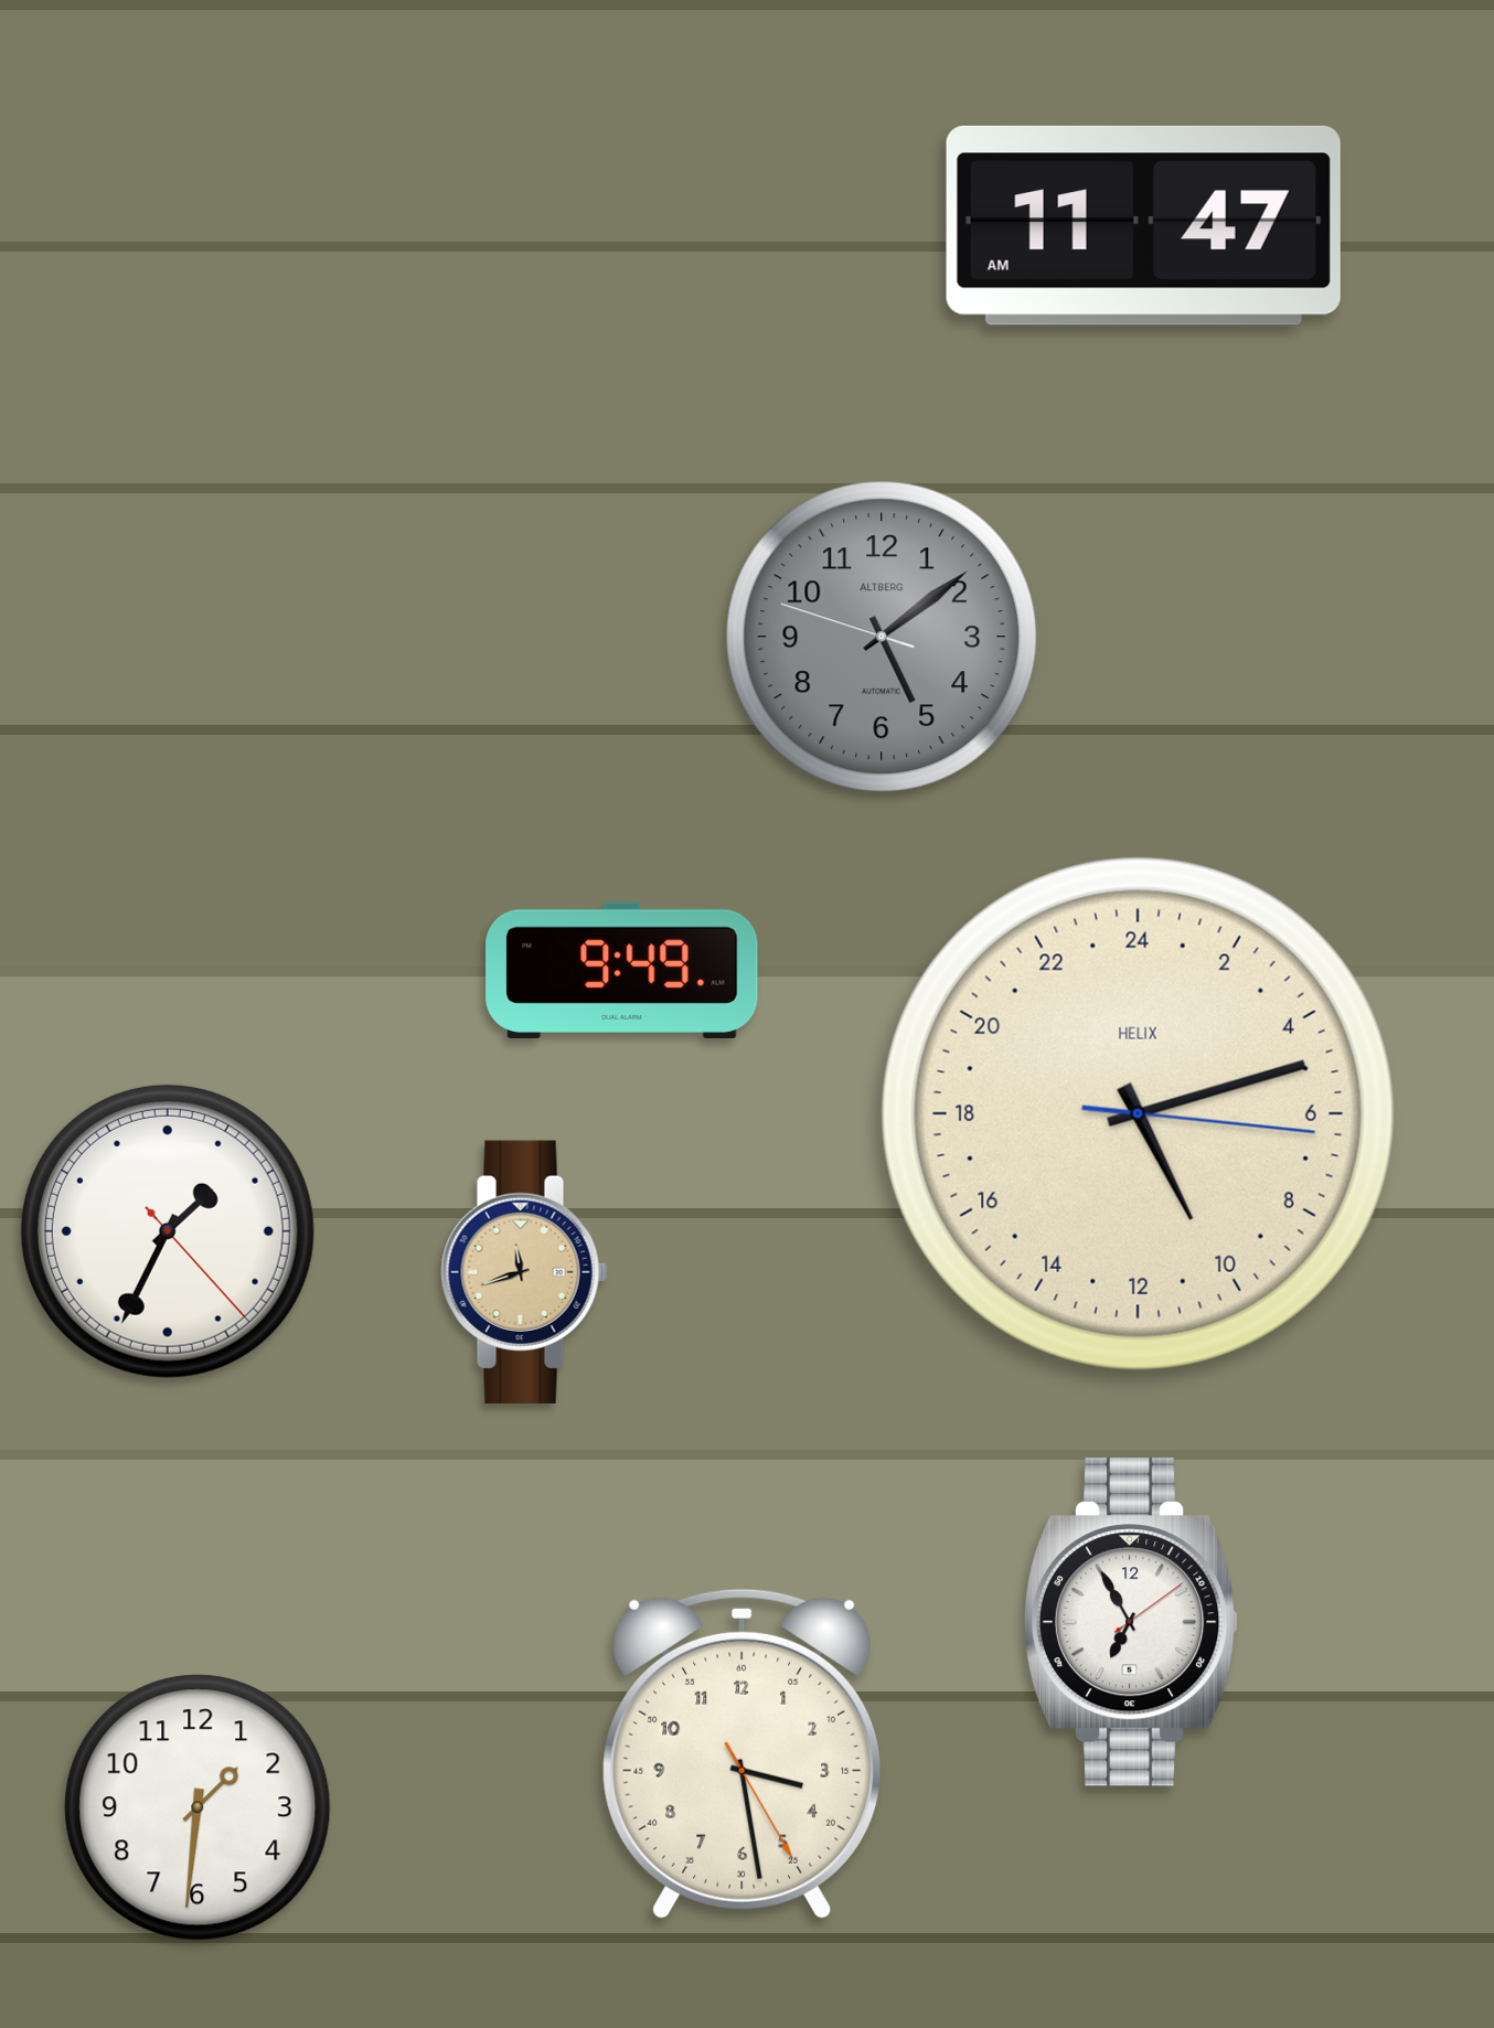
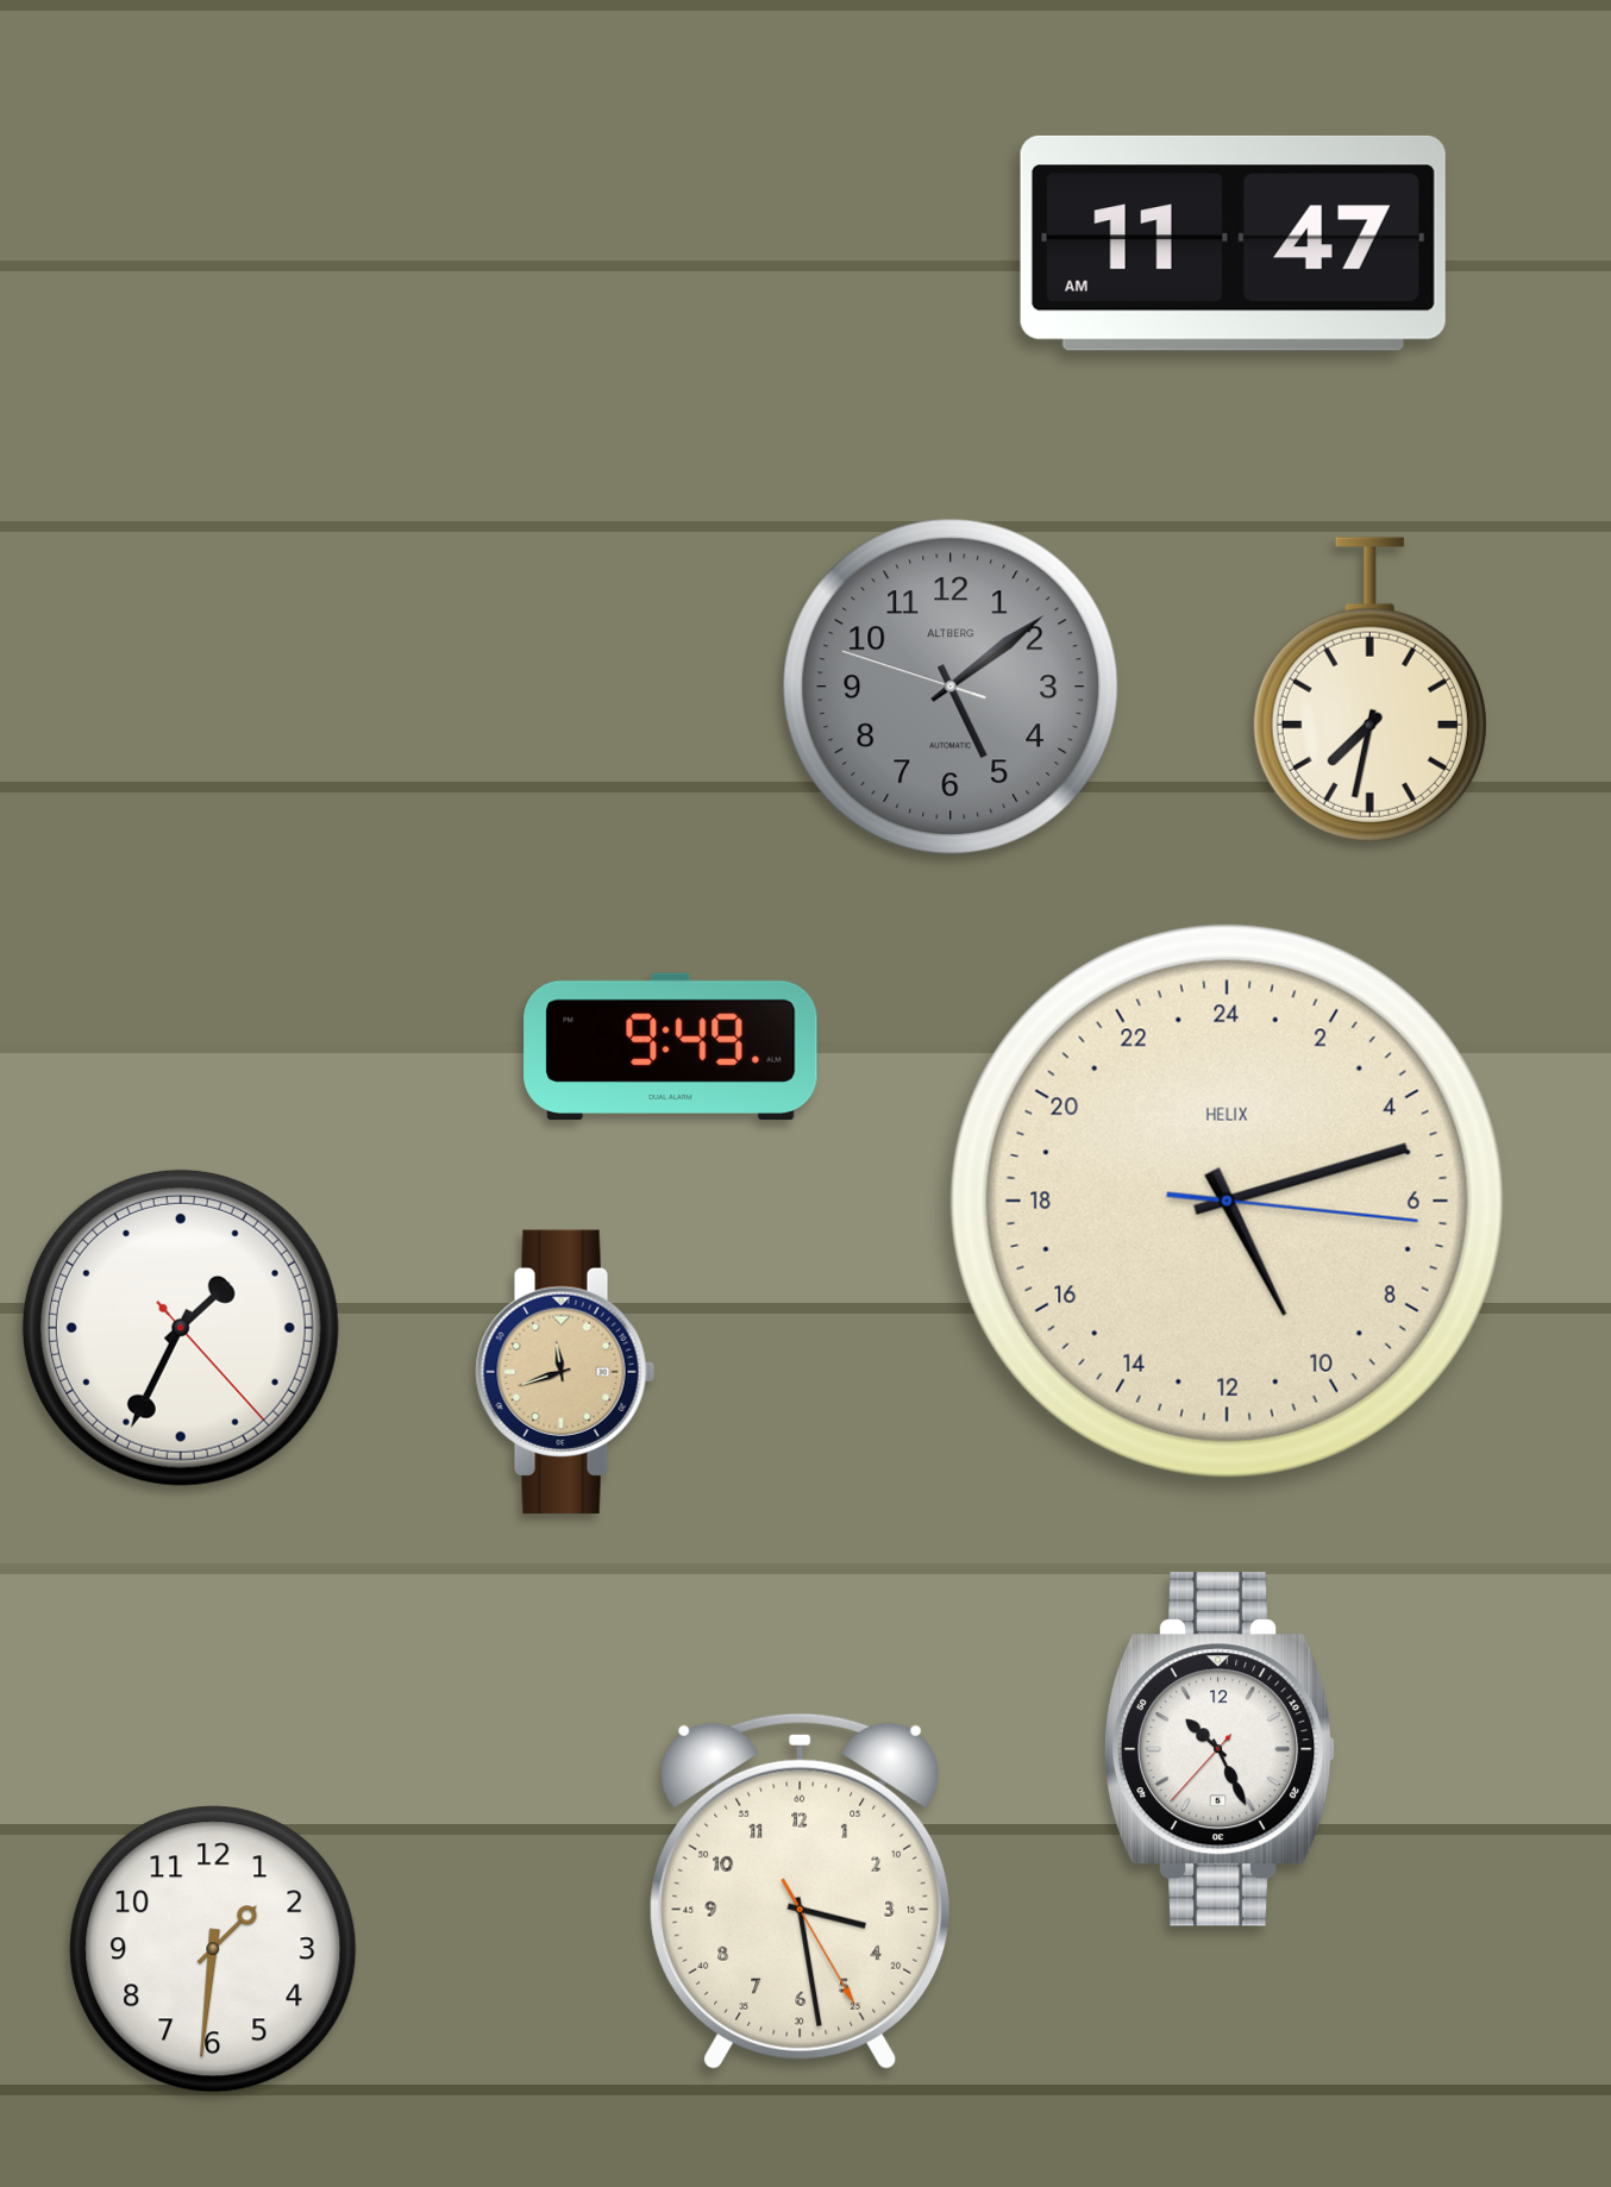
clock at (1369, 690): none -> 7:32
clock at (1131, 1622): 6:55 -> 10:25
